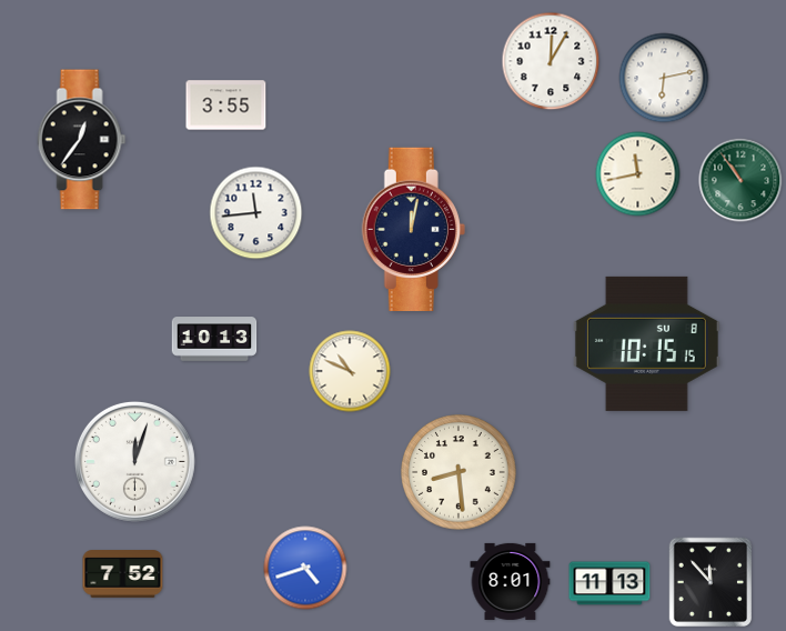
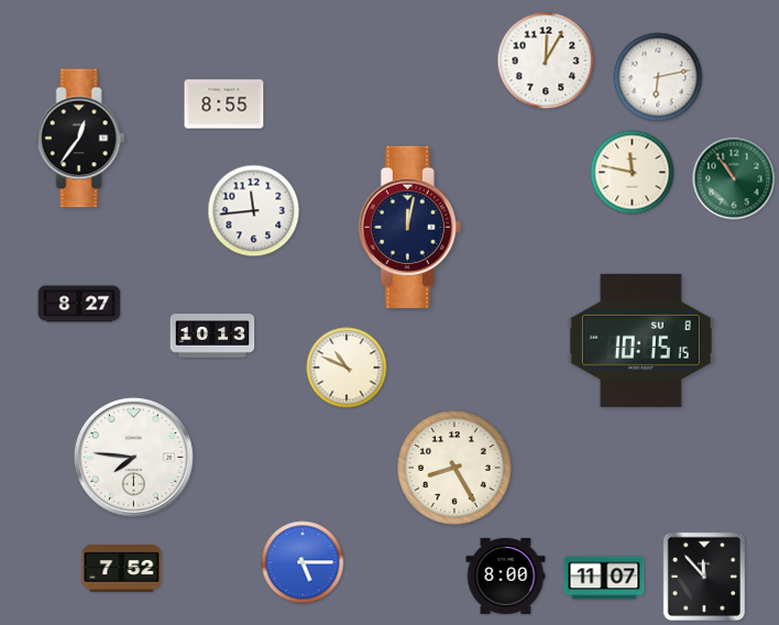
clock at (226, 106): 3:55 -> 8:55
clock at (638, 174): 11:43 -> 11:47
clock at (79, 304): none -> 8:27
clock at (134, 461): 12:03 -> 7:46
clock at (458, 472): 8:29 -> 8:25
clock at (305, 568): 4:42 -> 5:15
clock at (511, 581): 8:01 -> 8:00
clock at (609, 583): 11:13 -> 11:07
